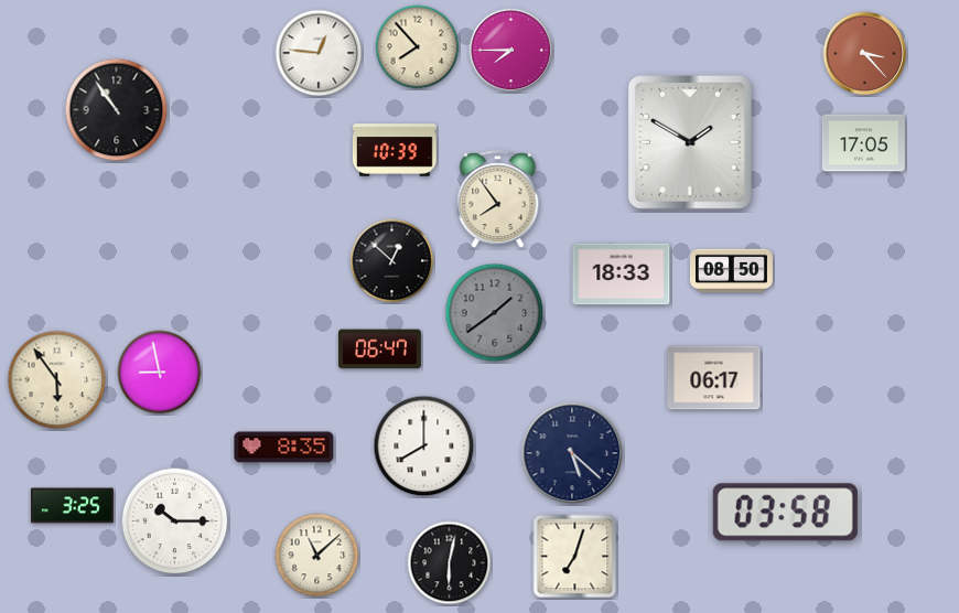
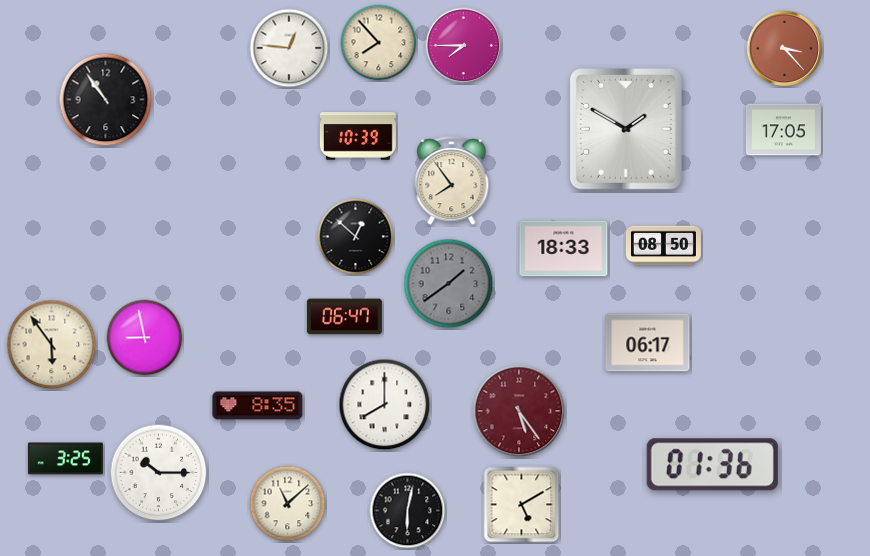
clock at (572, 453): 5:22 -> 5:24
clock at (572, 453) dial: navy -> burgundy
clock at (785, 513): 03:58 -> 01:36
clock at (575, 557): 7:03 -> 5:10
